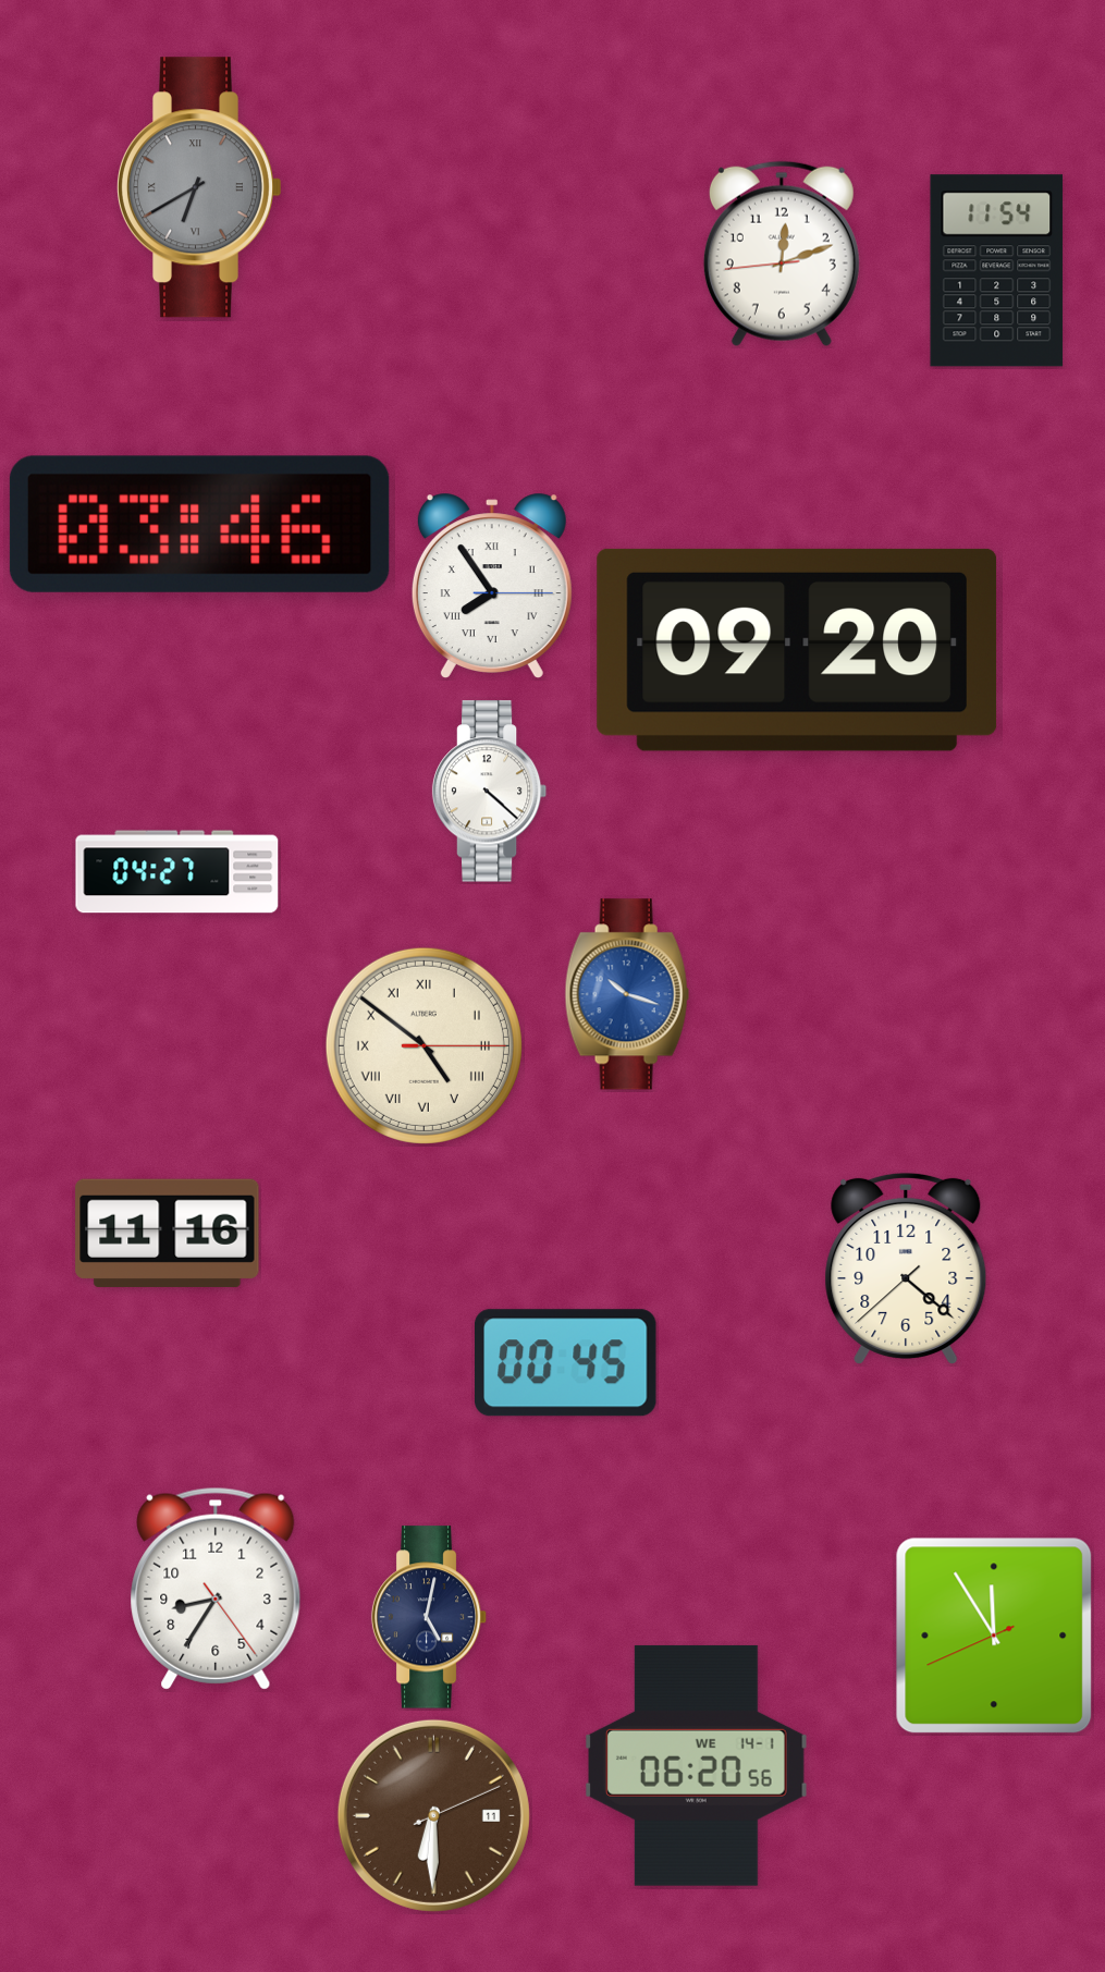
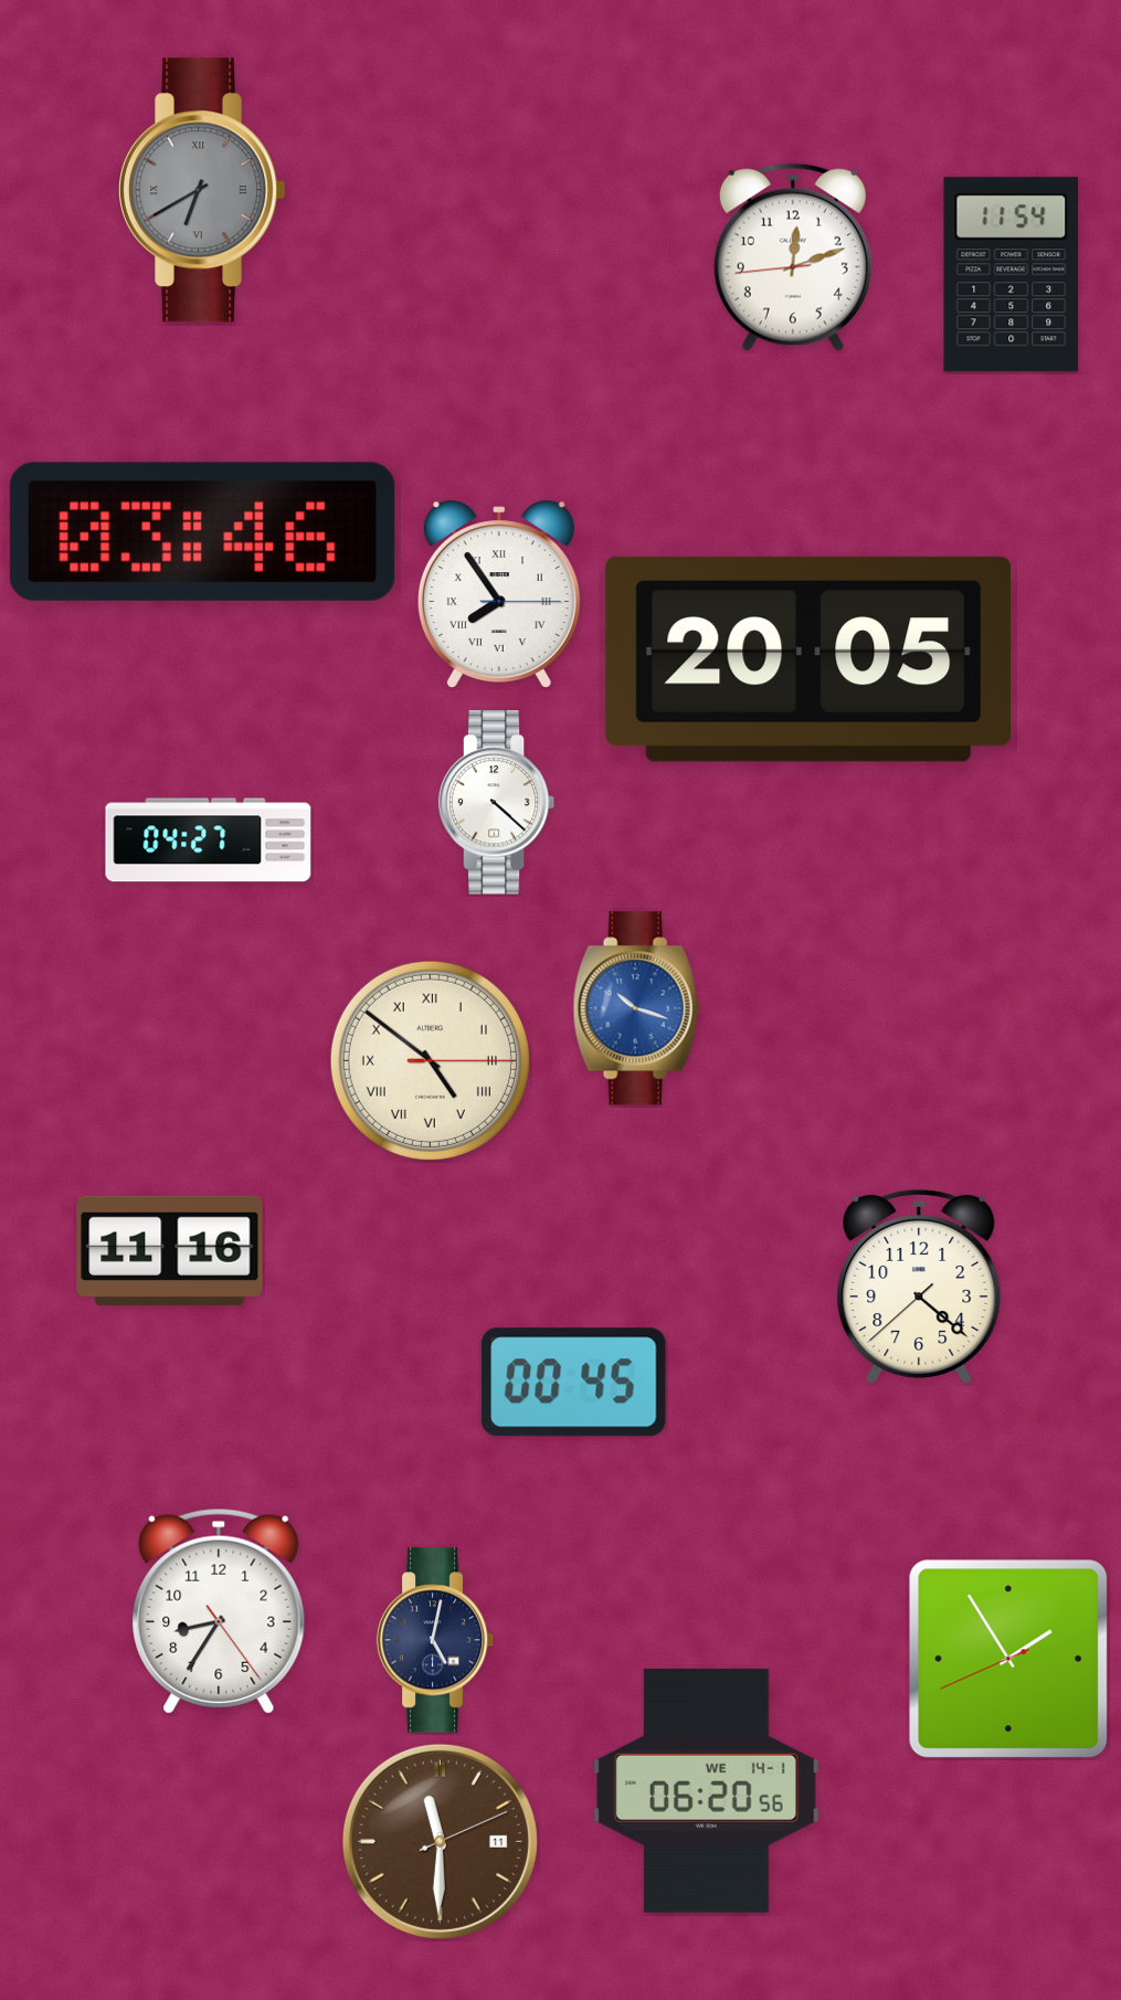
clock at (797, 650): 09:20 -> 20:05
clock at (177, 872) position: (177, 872) -> (209, 840)
clock at (994, 1636): 11:54 -> 1:54
clock at (433, 1815): 6:30 -> 11:30
